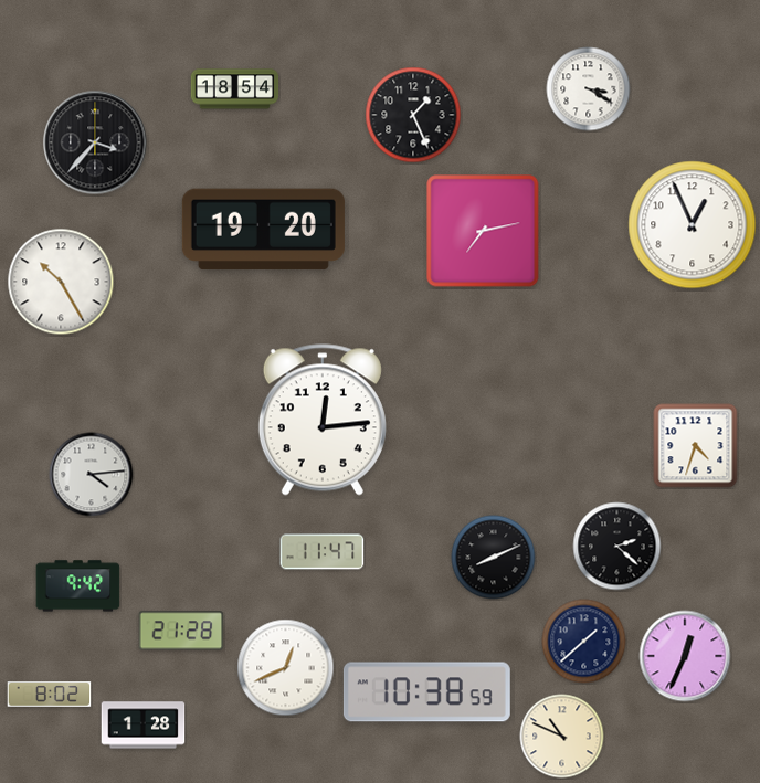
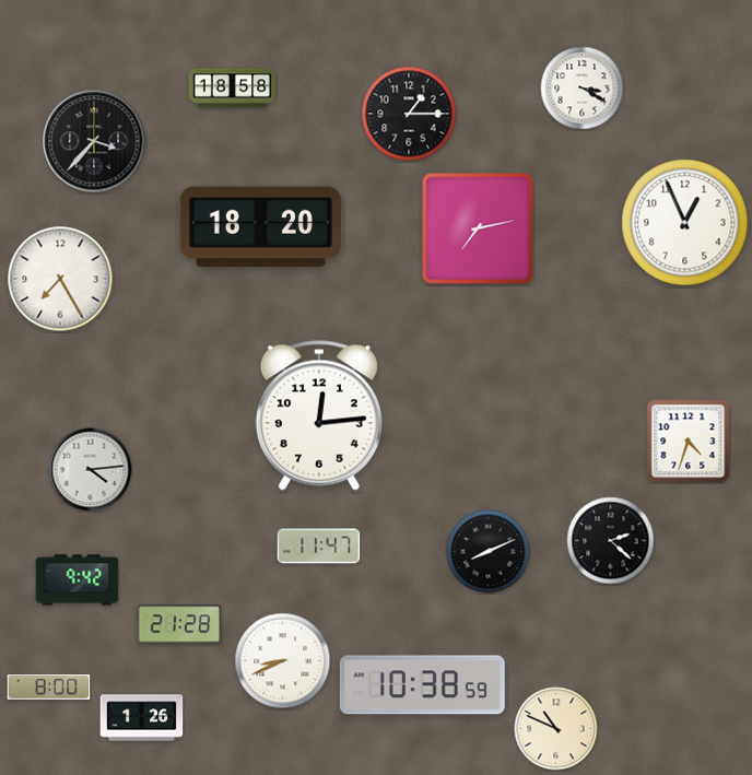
clock at (235, 89): 18:54 -> 18:58
clock at (413, 115): 1:26 -> 1:15
clock at (263, 230): 19:20 -> 18:20
clock at (61, 282): 10:25 -> 7:25
clock at (584, 642): 1:38 -> none
clock at (685, 656): 12:34 -> none
clock at (286, 668): 12:41 -> 8:41
clock at (50, 695): 8:02 -> 8:00
clock at (144, 726): 1:28 -> 1:26
